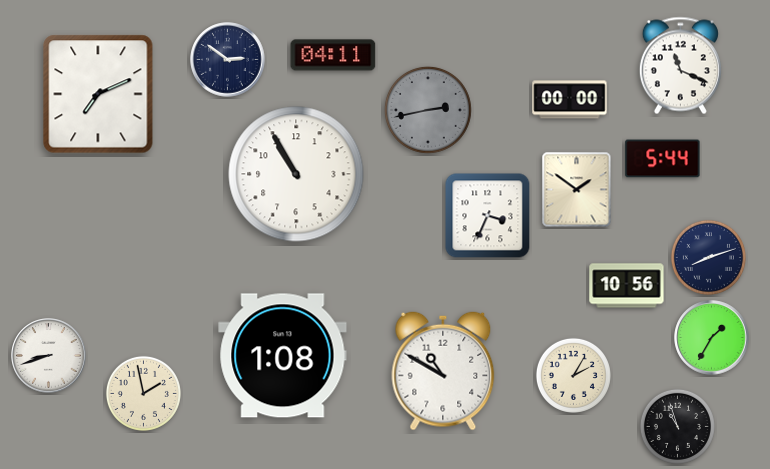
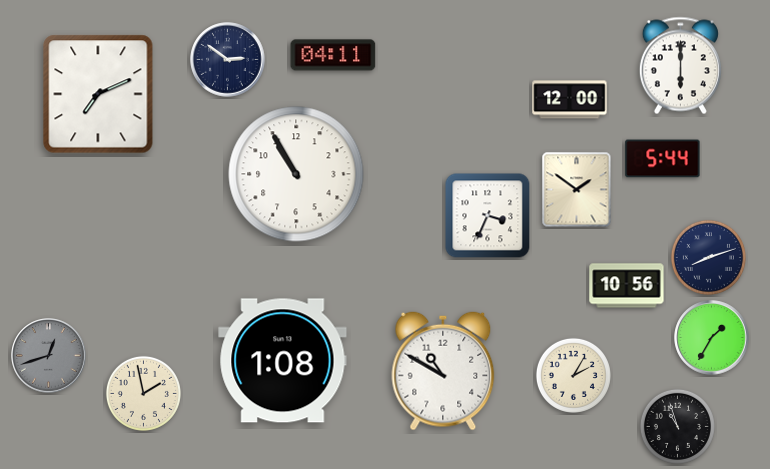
clock at (680, 66): 11:19 -> 6:00
clock at (570, 100): 00:00 -> 12:00
clock at (428, 110): 2:43 -> none
clock at (49, 356): 8:42 -> 12:42
clock at (49, 356) dial: white -> grey
clock at (283, 356) position: (283, 356) -> (283, 361)
